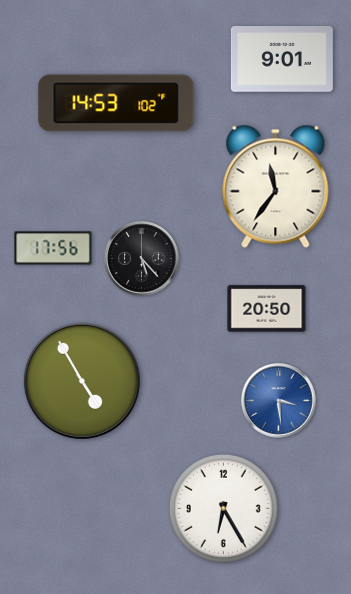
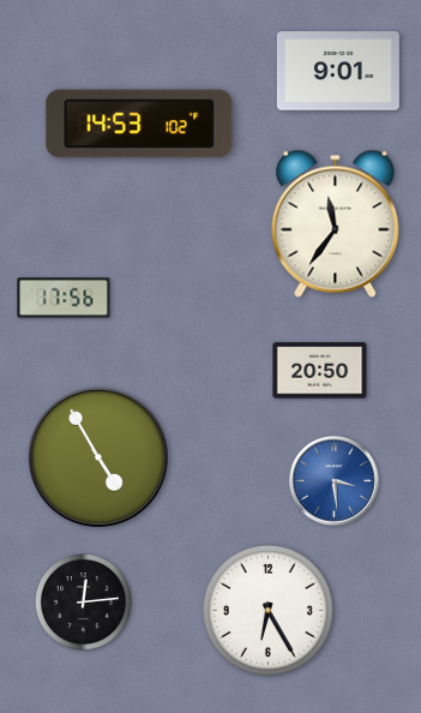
clock at (276, 186) position: (276, 186) -> (336, 223)
clock at (142, 259): 5:23 -> none
clock at (84, 603): none -> 12:14
